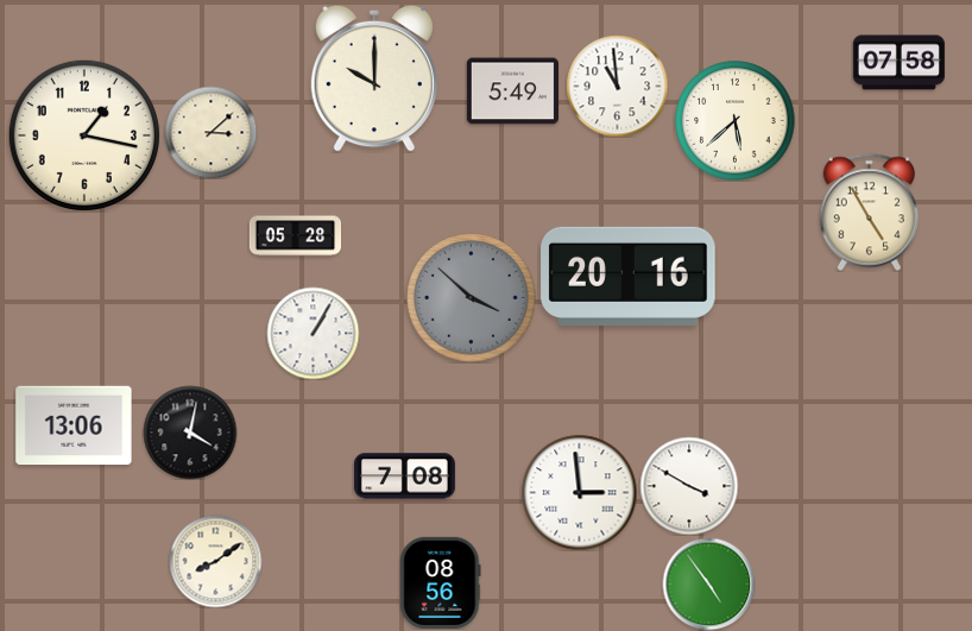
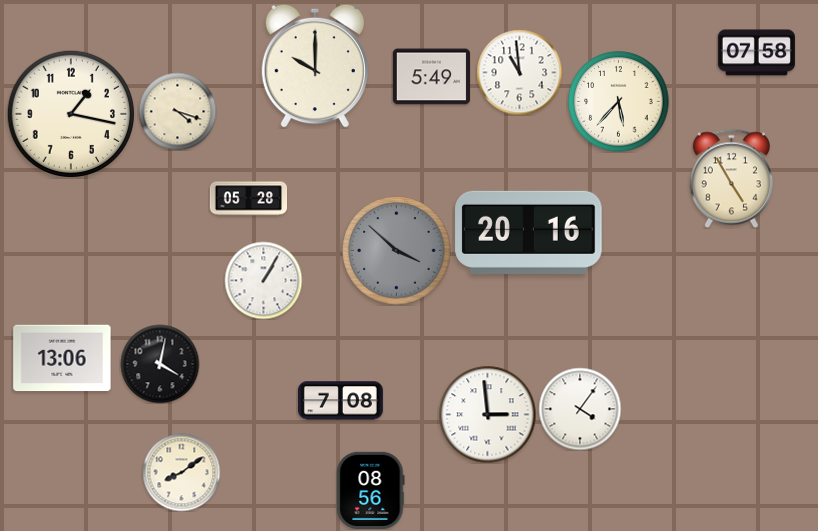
clock at (736, 121): 5:38 -> 5:37
clock at (210, 132): 3:08 -> 4:18
clock at (689, 486): 3:50 -> 4:06
clock at (708, 583): 4:54 -> none
